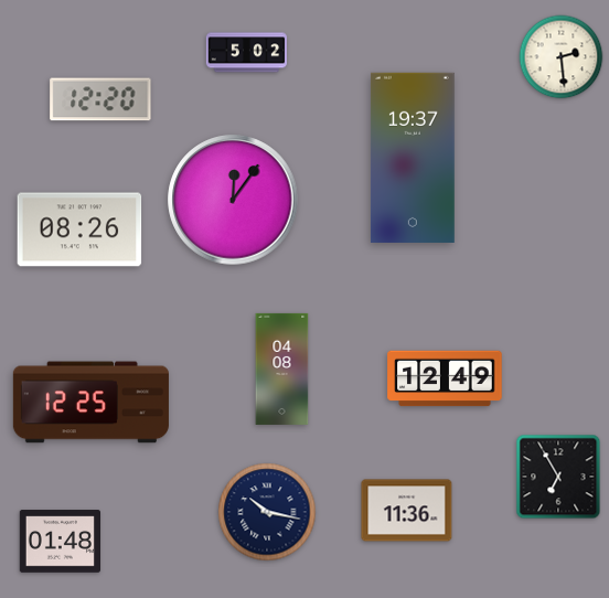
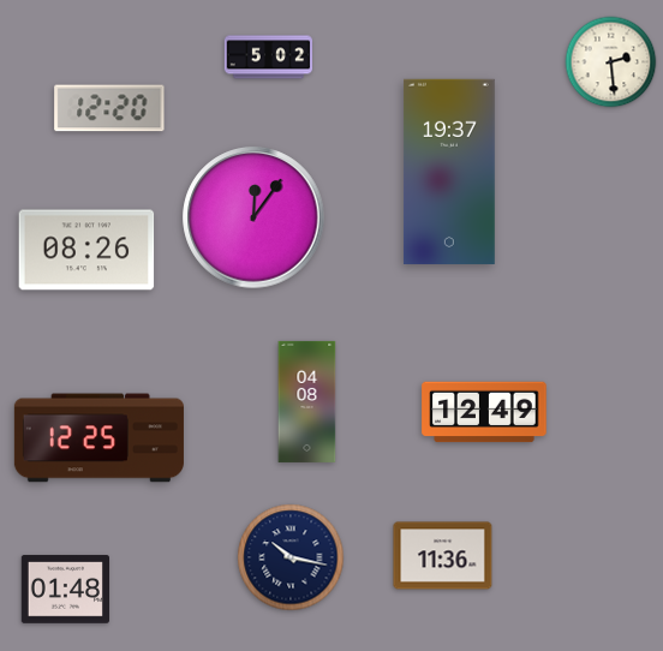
clock at (558, 477): 6:55 -> none
